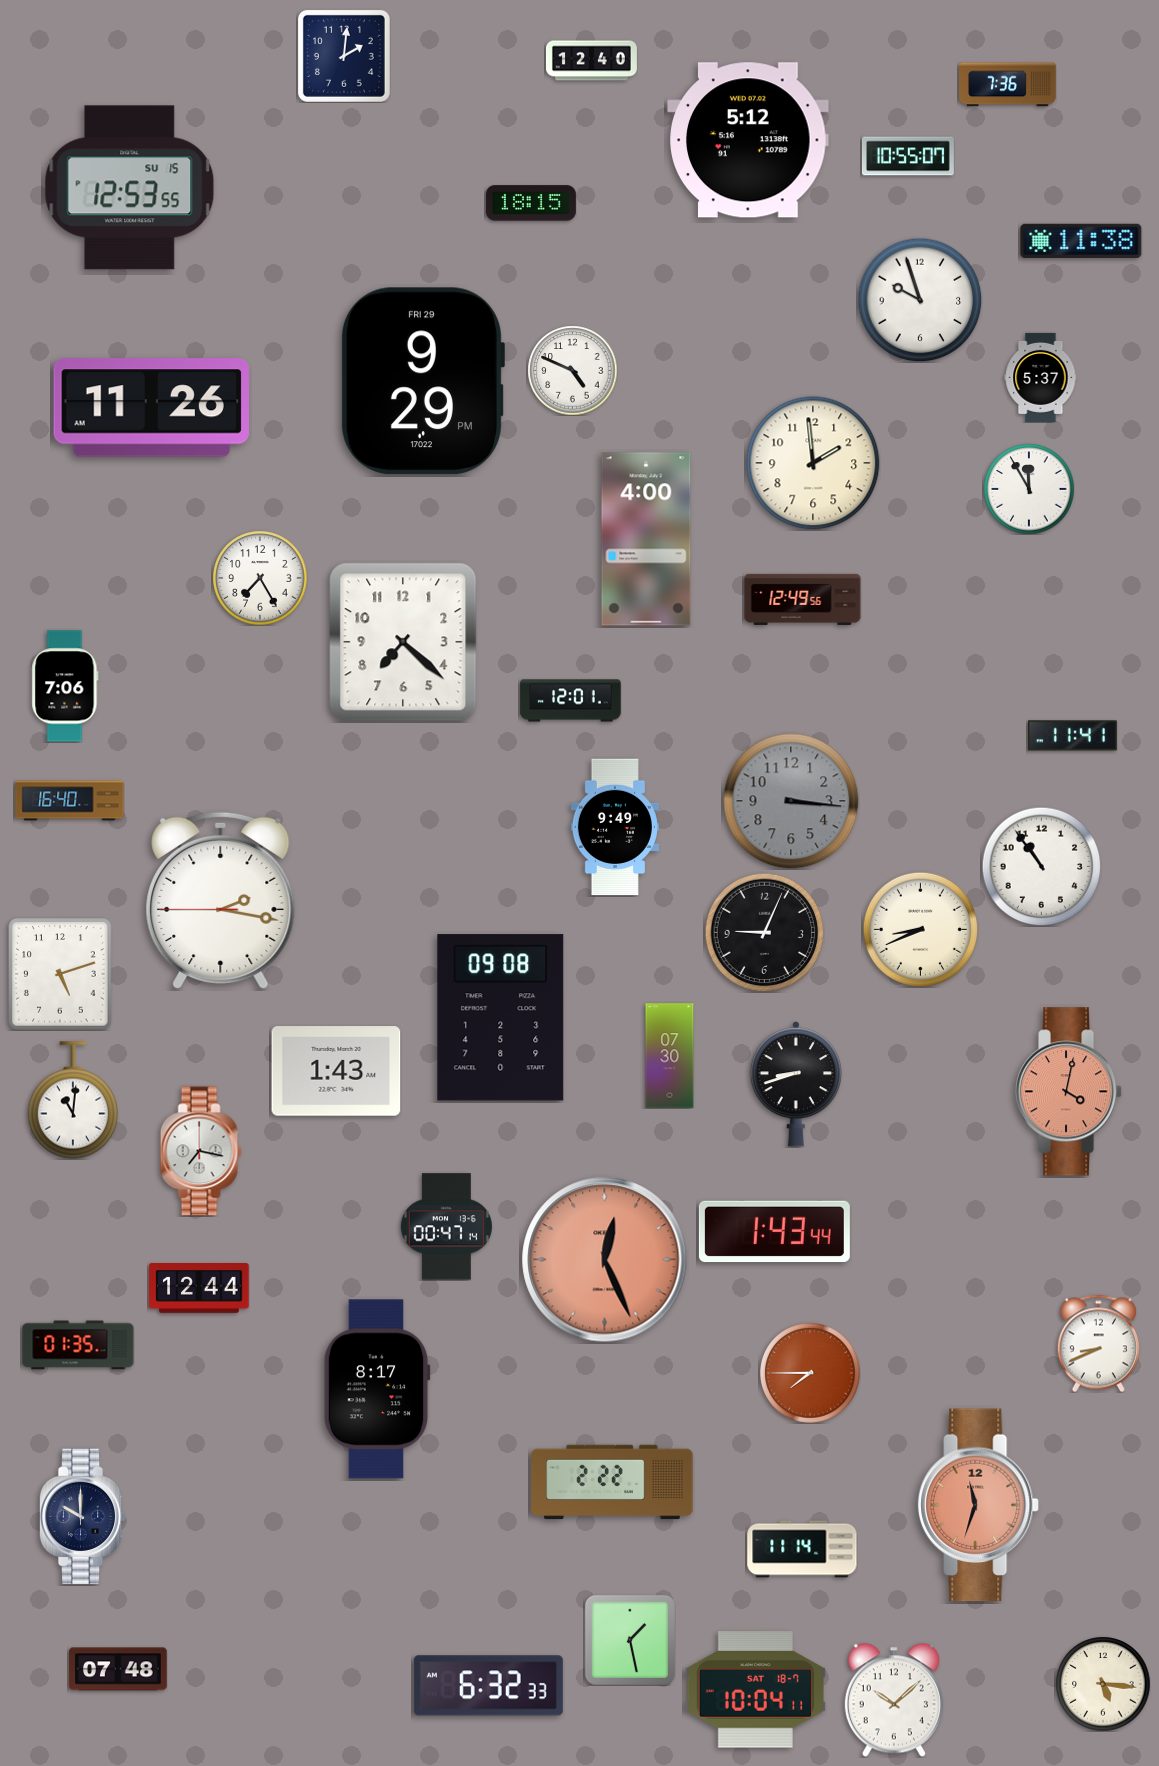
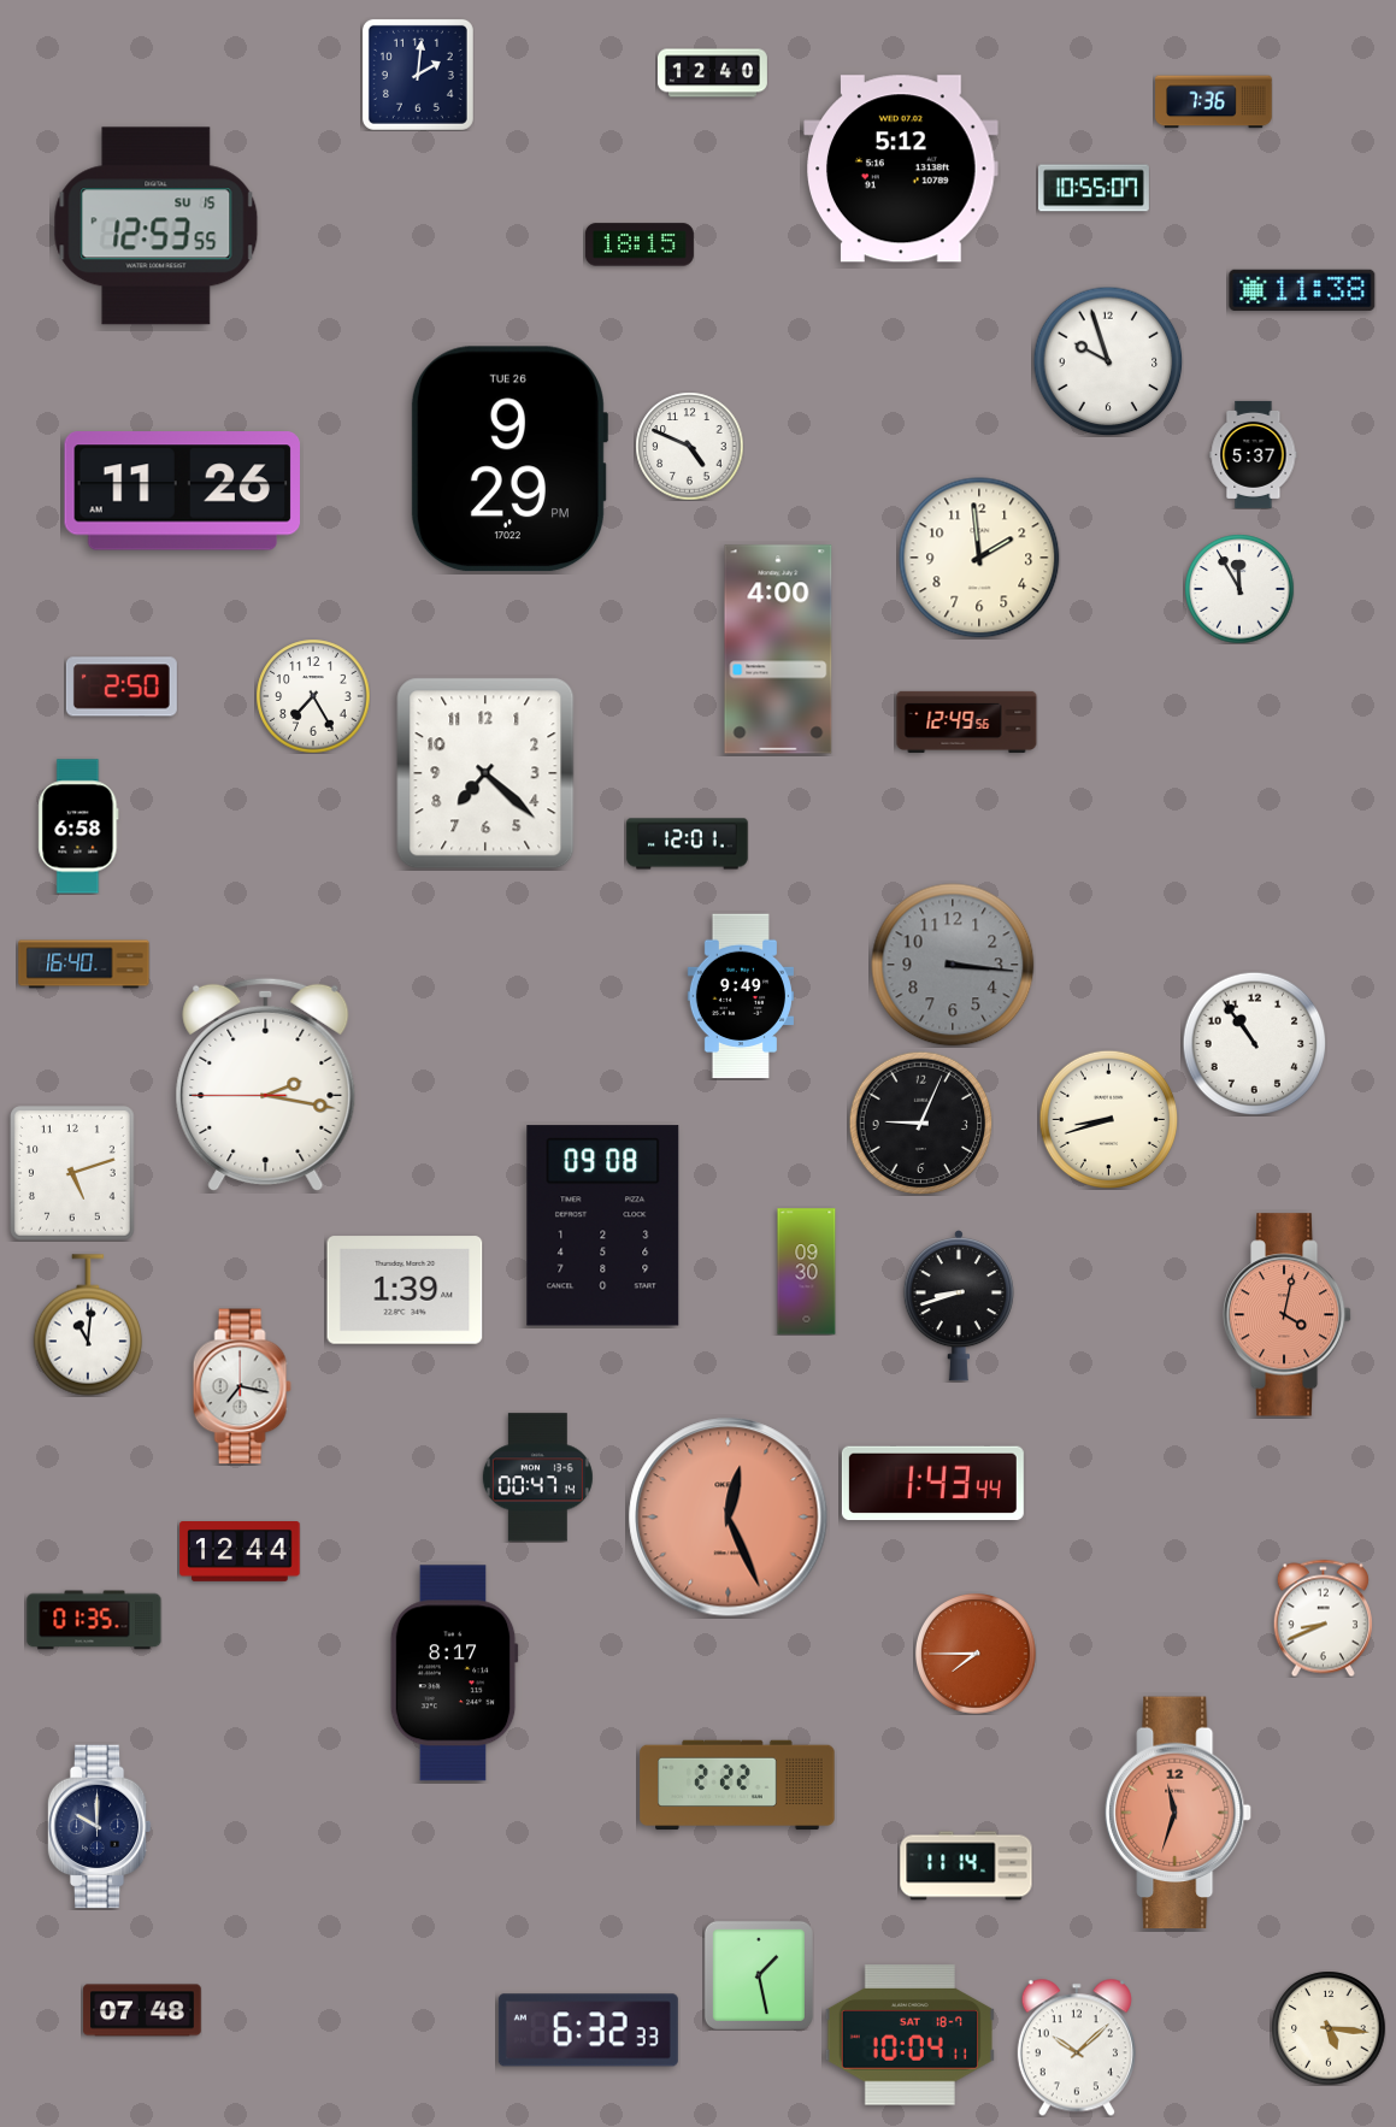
clock at (344, 56) position: (344, 56) -> (418, 75)
clock at (422, 381) date: FRI 29 -> TUE 26
clock at (122, 687): none -> 2:50
clock at (65, 686): 7:06 -> 6:58
clock at (1072, 736): 11:41 -> none
clock at (920, 929): 8:41 -> 8:42
clock at (670, 1056): 07:30 -> 09:30
clock at (336, 1071): 1:43 -> 1:39
